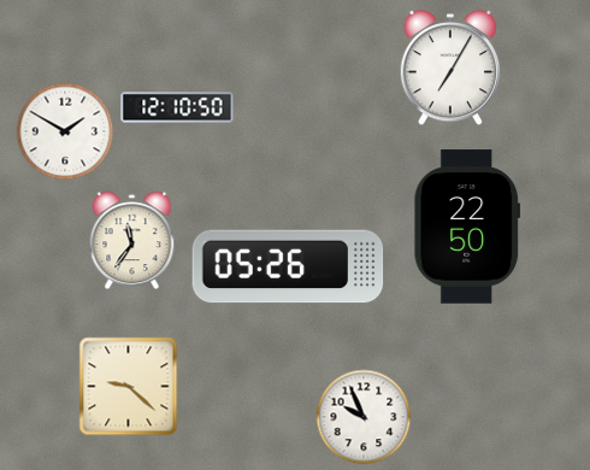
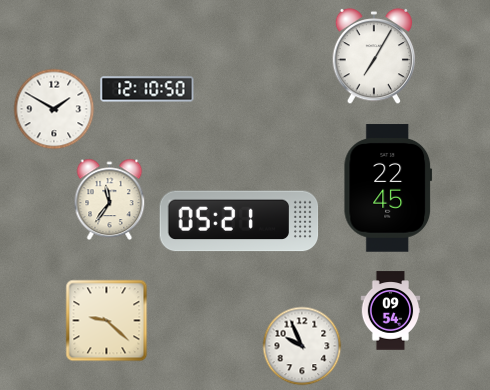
clock at (467, 227): 22:50 -> 22:45
clock at (288, 266): 05:26 -> 05:21
clock at (391, 311): none -> 09:54
